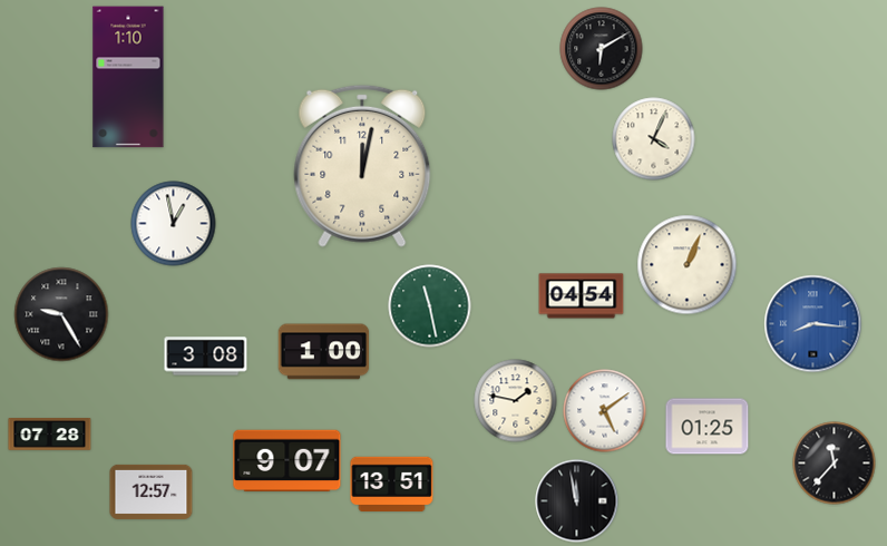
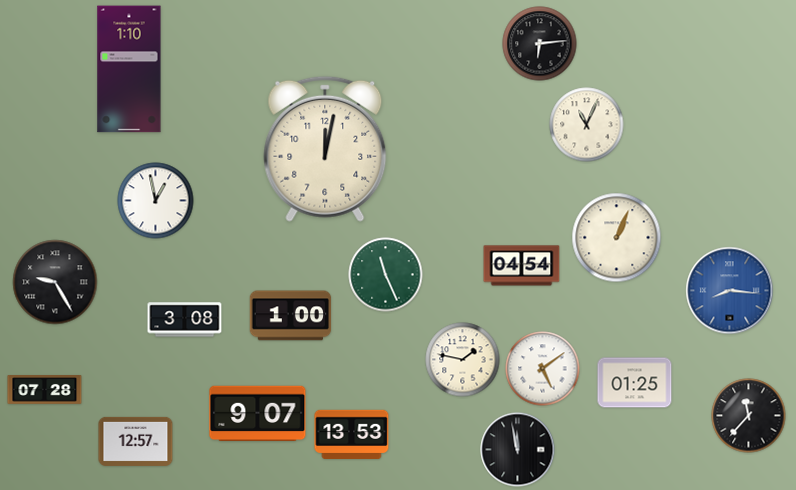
clock at (602, 49): 6:10 -> 6:14
clock at (128, 77) position: (128, 77) -> (129, 69)
clock at (654, 139): 4:04 -> 11:04
clock at (430, 306): 11:28 -> 11:26
clock at (392, 484): 13:51 -> 13:53
